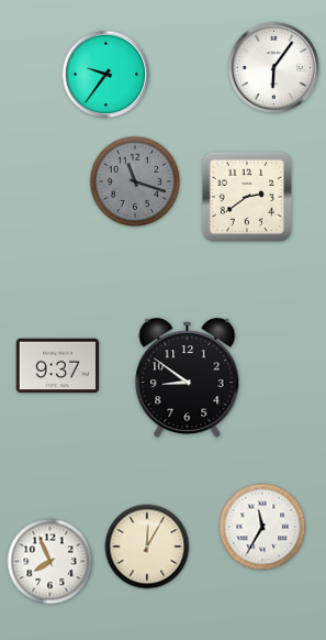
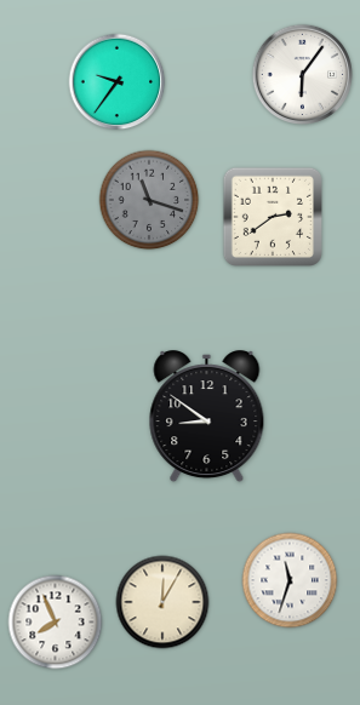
clock at (58, 366): 9:37 -> none
clock at (262, 527): 11:35 -> 11:33
clock at (50, 562) position: (50, 562) -> (56, 623)
